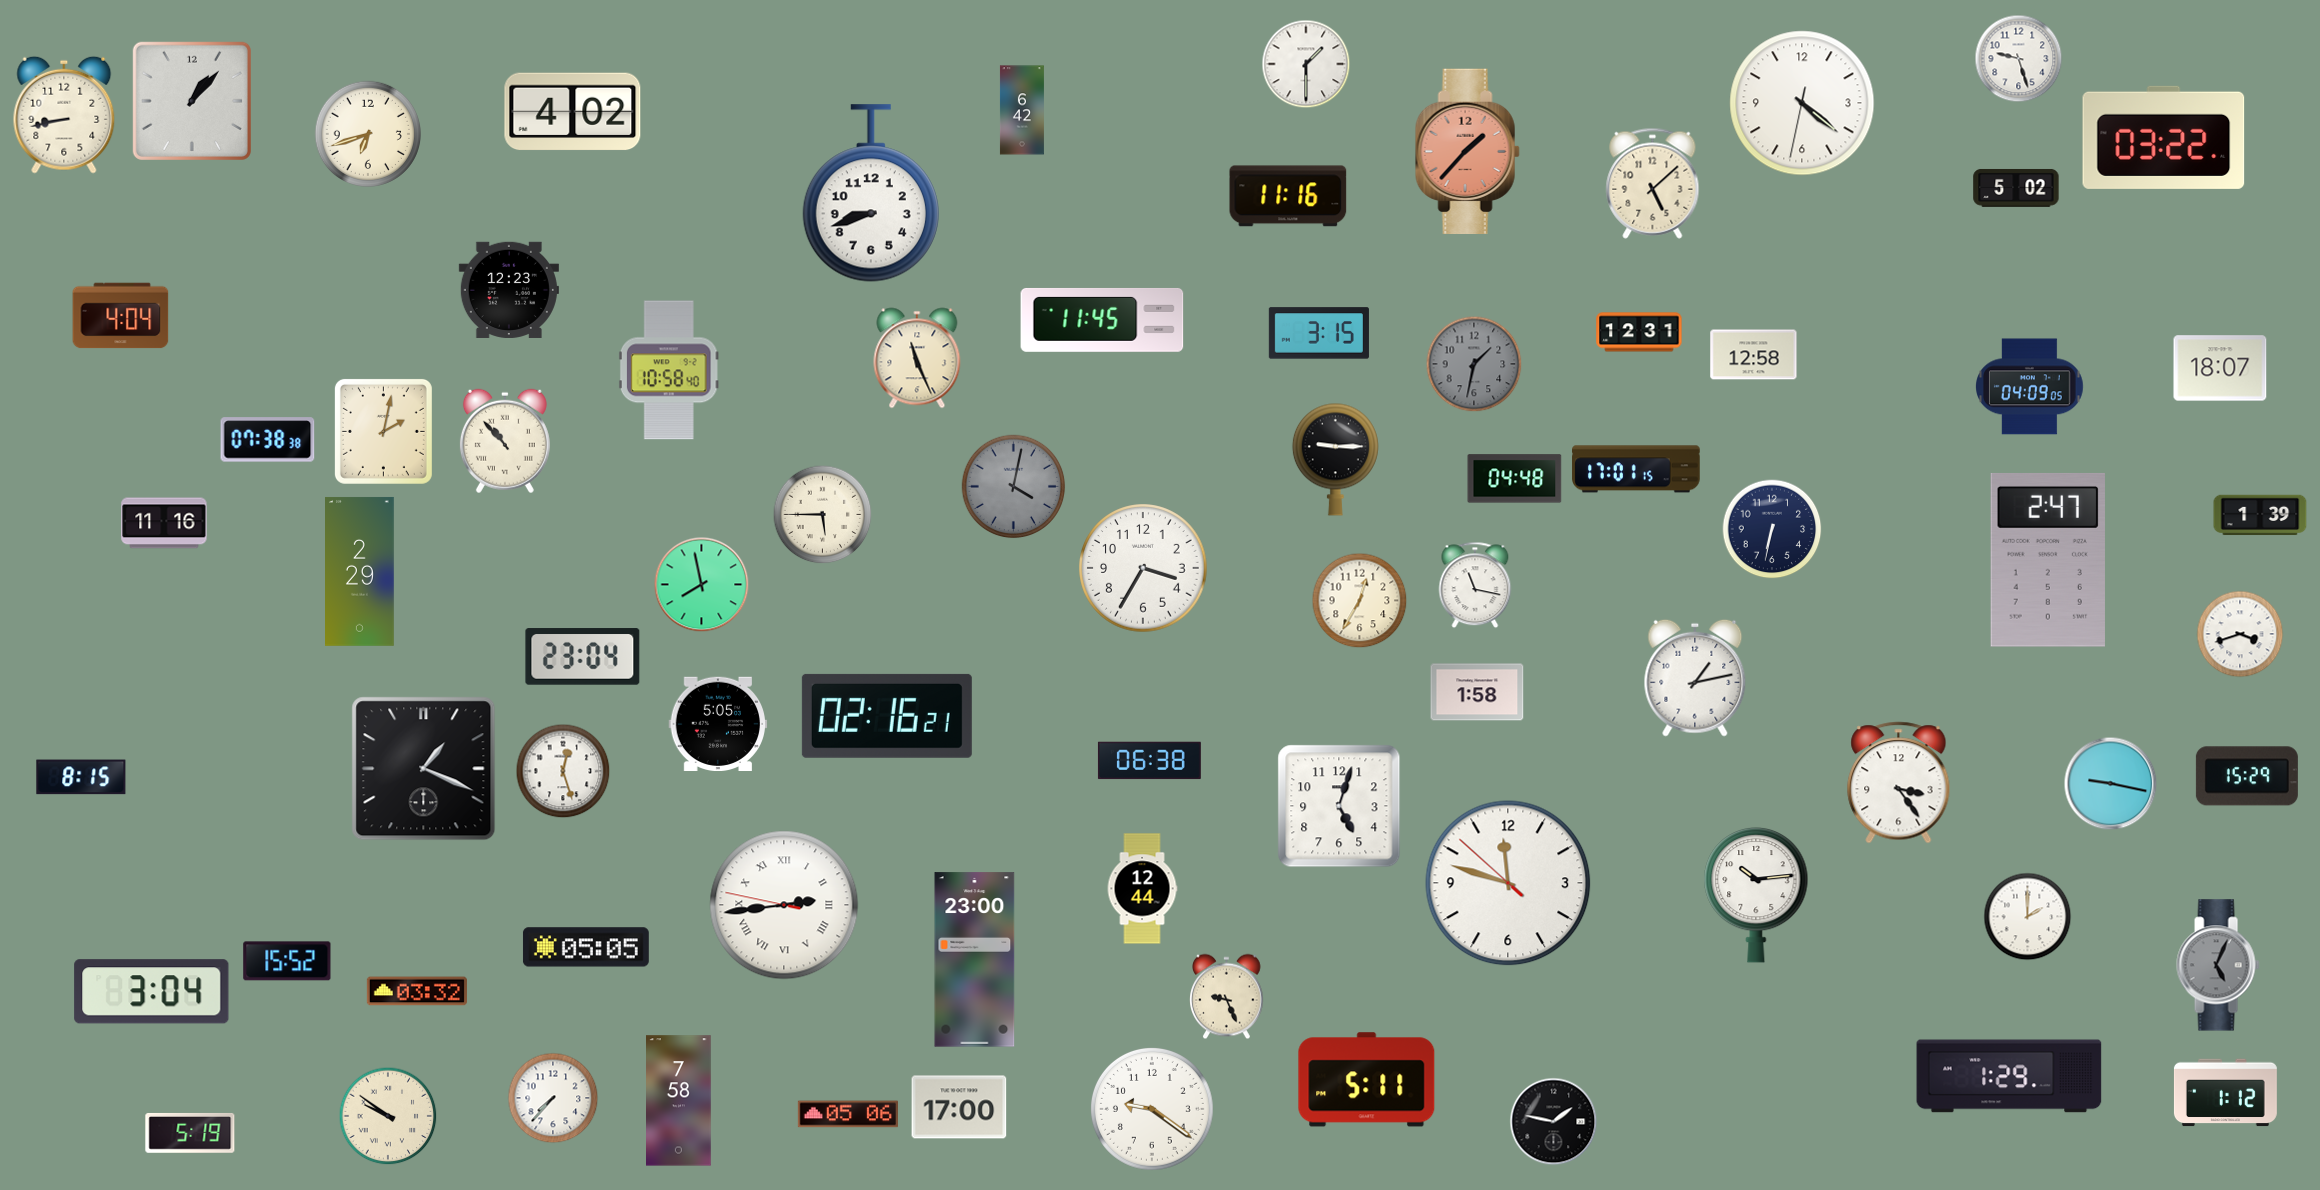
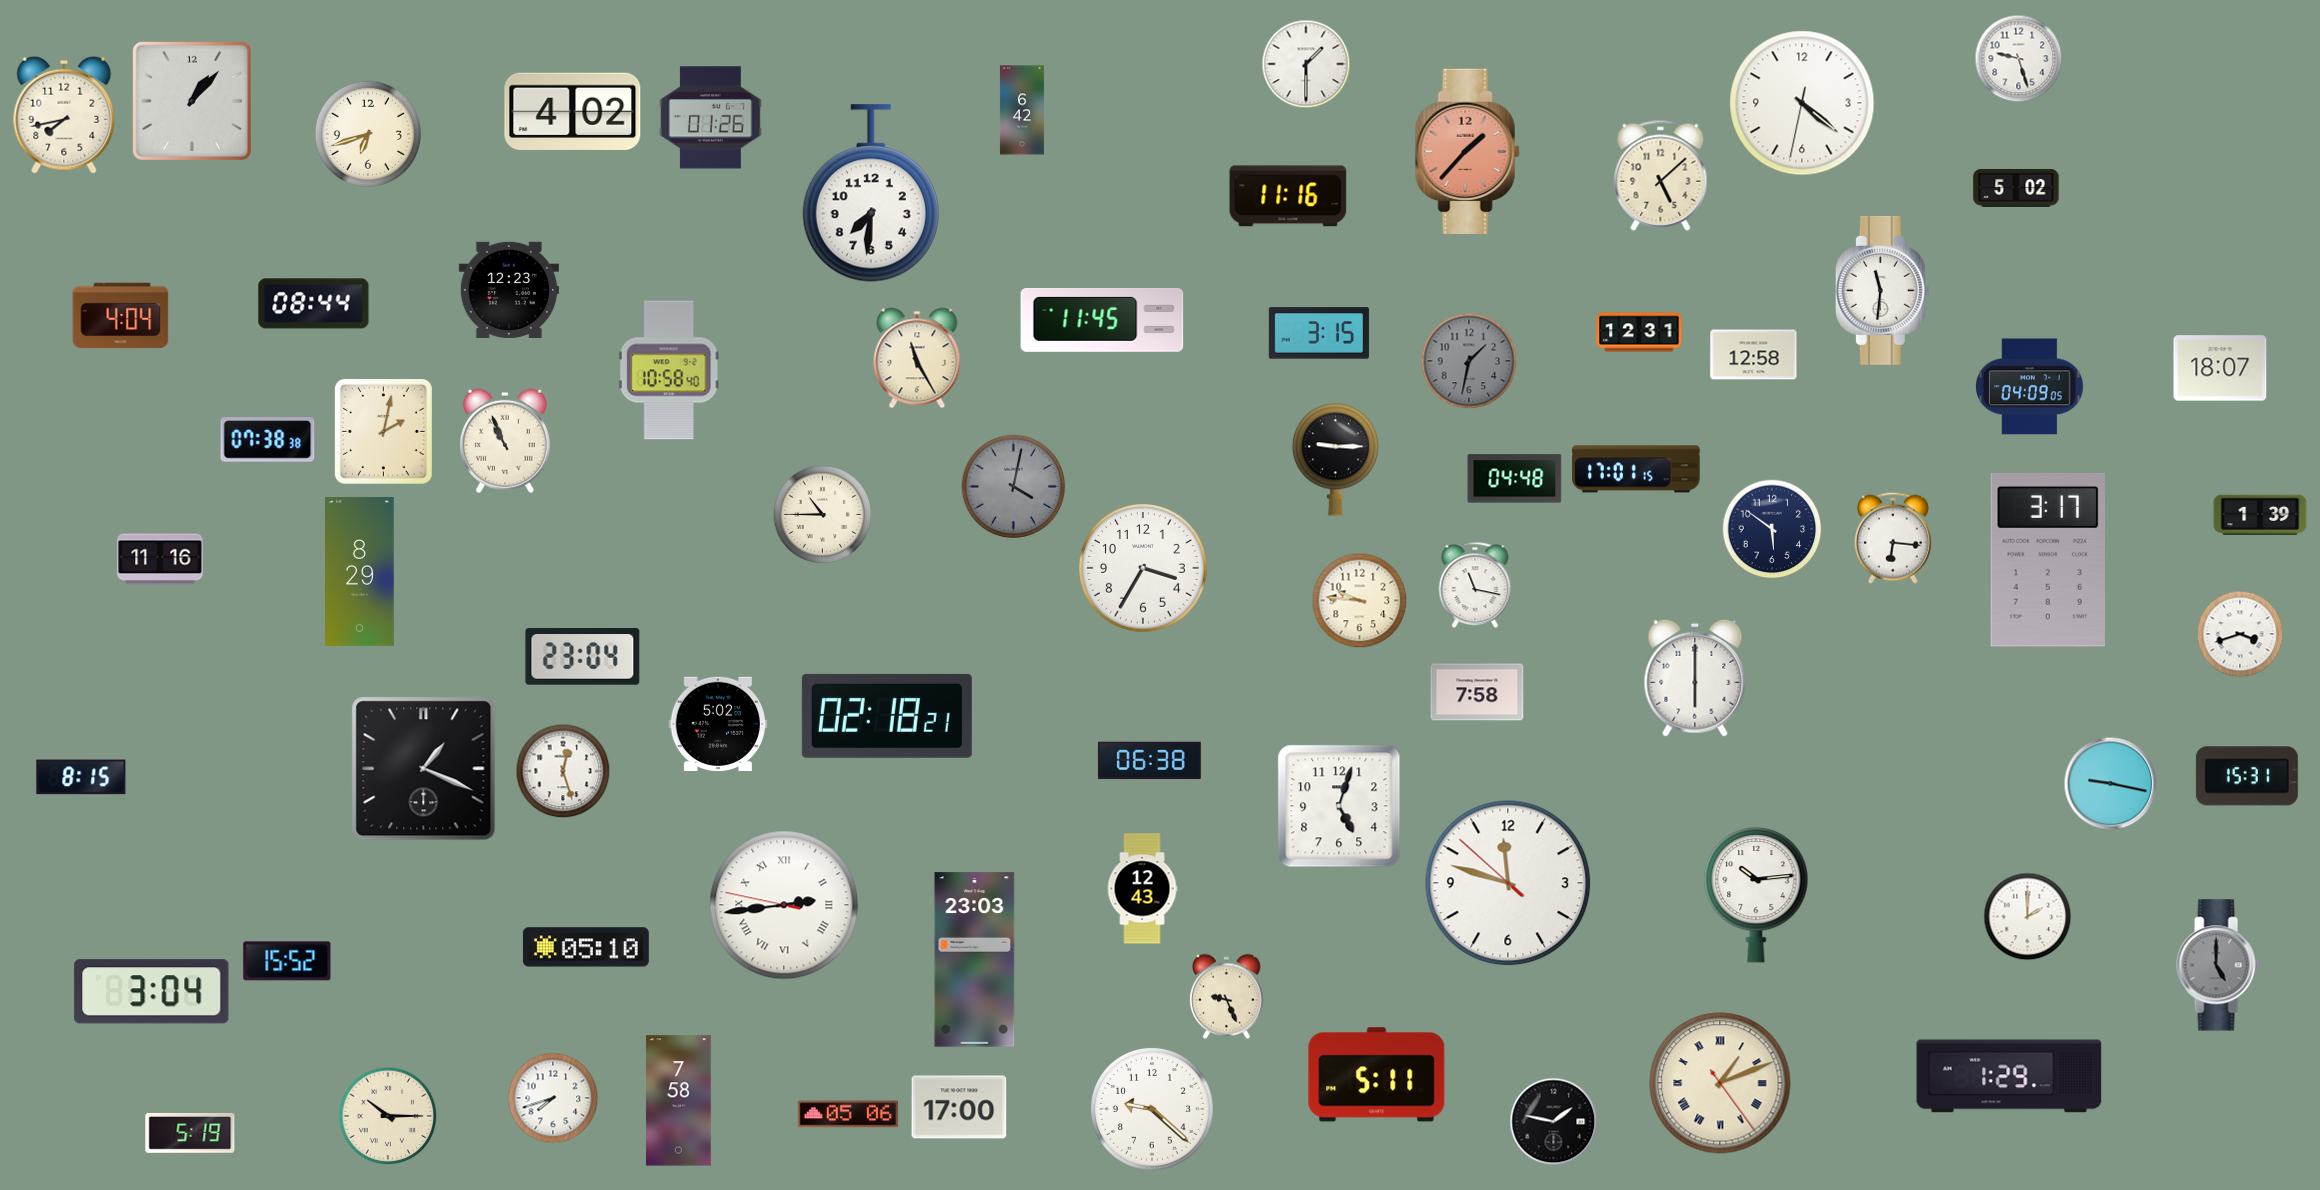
clock at (64, 115): 8:43 -> 7:43
clock at (710, 118): none -> 01:26
clock at (2164, 137): 03:22 -> none
clock at (1653, 183) position: (1653, 183) -> (1661, 175)
clock at (871, 193): 8:42 -> 7:31
clock at (1882, 290): none -> 11:31
clock at (314, 304): none -> 08:44
clock at (917, 358): 11:26 -> 11:25
clock at (1474, 364) position: (1474, 364) -> (1469, 361)
clock at (505, 441): 10:53 -> 10:56
clock at (823, 515): 5:45 -> 10:45
clock at (164, 523) position: (164, 523) -> (160, 559)
clock at (1772, 529): 6:32 -> 5:51
clock at (1893, 538): none -> 6:16
clock at (2048, 560): 2:47 -> 3:17
clock at (360, 571): 2:29 -> 8:29
clock at (702, 585): 7:58 -> none
clock at (1360, 601): 12:35 -> 9:46
clock at (1695, 678): 1:13 -> 6:00
clock at (1477, 692): 1:58 -> 7:58
clock at (887, 716): 02:16 -> 02:18
clock at (718, 723): 5:05 -> 5:02
clock at (2247, 776): 15:29 -> 15:31
clock at (1899, 783): 3:24 -> none
clock at (1142, 889): 12:44 -> 12:43
clock at (586, 947): 05:05 -> 05:10
clock at (975, 960): 23:00 -> 23:03
clock at (2218, 965): 5:04 -> 5:00
clock at (417, 991): 03:32 -> none
clock at (1367, 1080) position: (1367, 1080) -> (1377, 1075)
clock at (1720, 1083): none -> 1:11
clock at (2225, 1093): 1:12 -> none
clock at (553, 1098): 7:37 -> 7:42
clock at (1152, 1109): 9:21 -> 9:22
clock at (388, 1116): 9:51 -> 10:15
